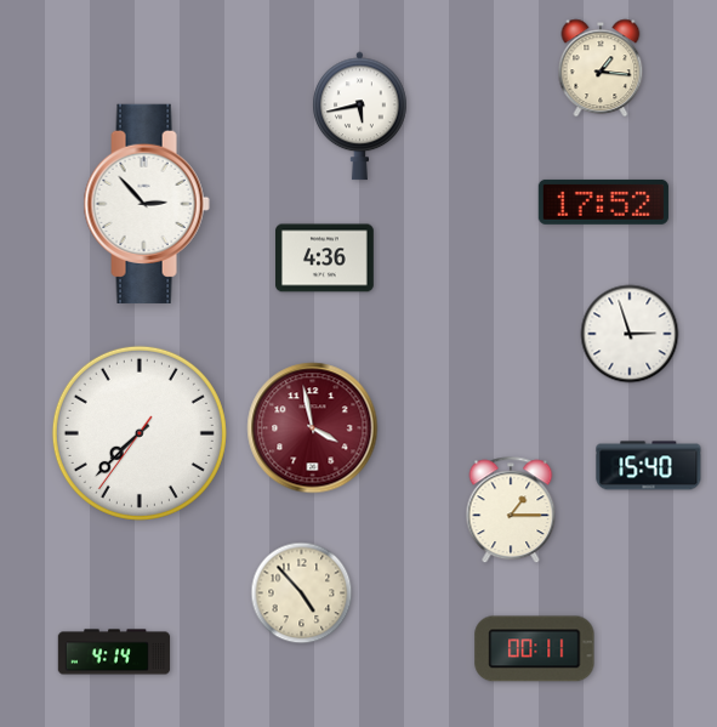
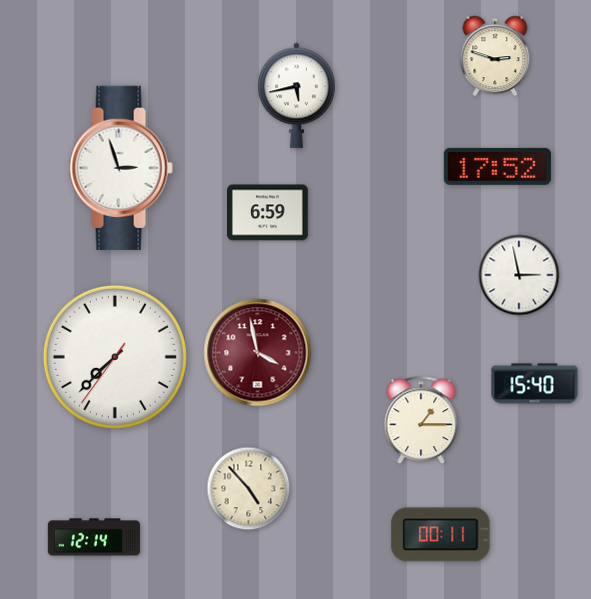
clock at (601, 68): 1:16 -> 2:48
clock at (147, 204): 2:53 -> 2:57
clock at (325, 259): 4:36 -> 6:59
clock at (630, 334): 2:57 -> 2:58
clock at (114, 652): 4:14 -> 12:14
